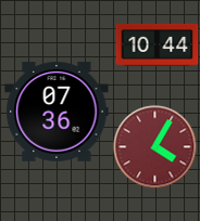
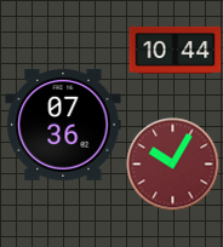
clock at (155, 147): 4:05 -> 10:05
